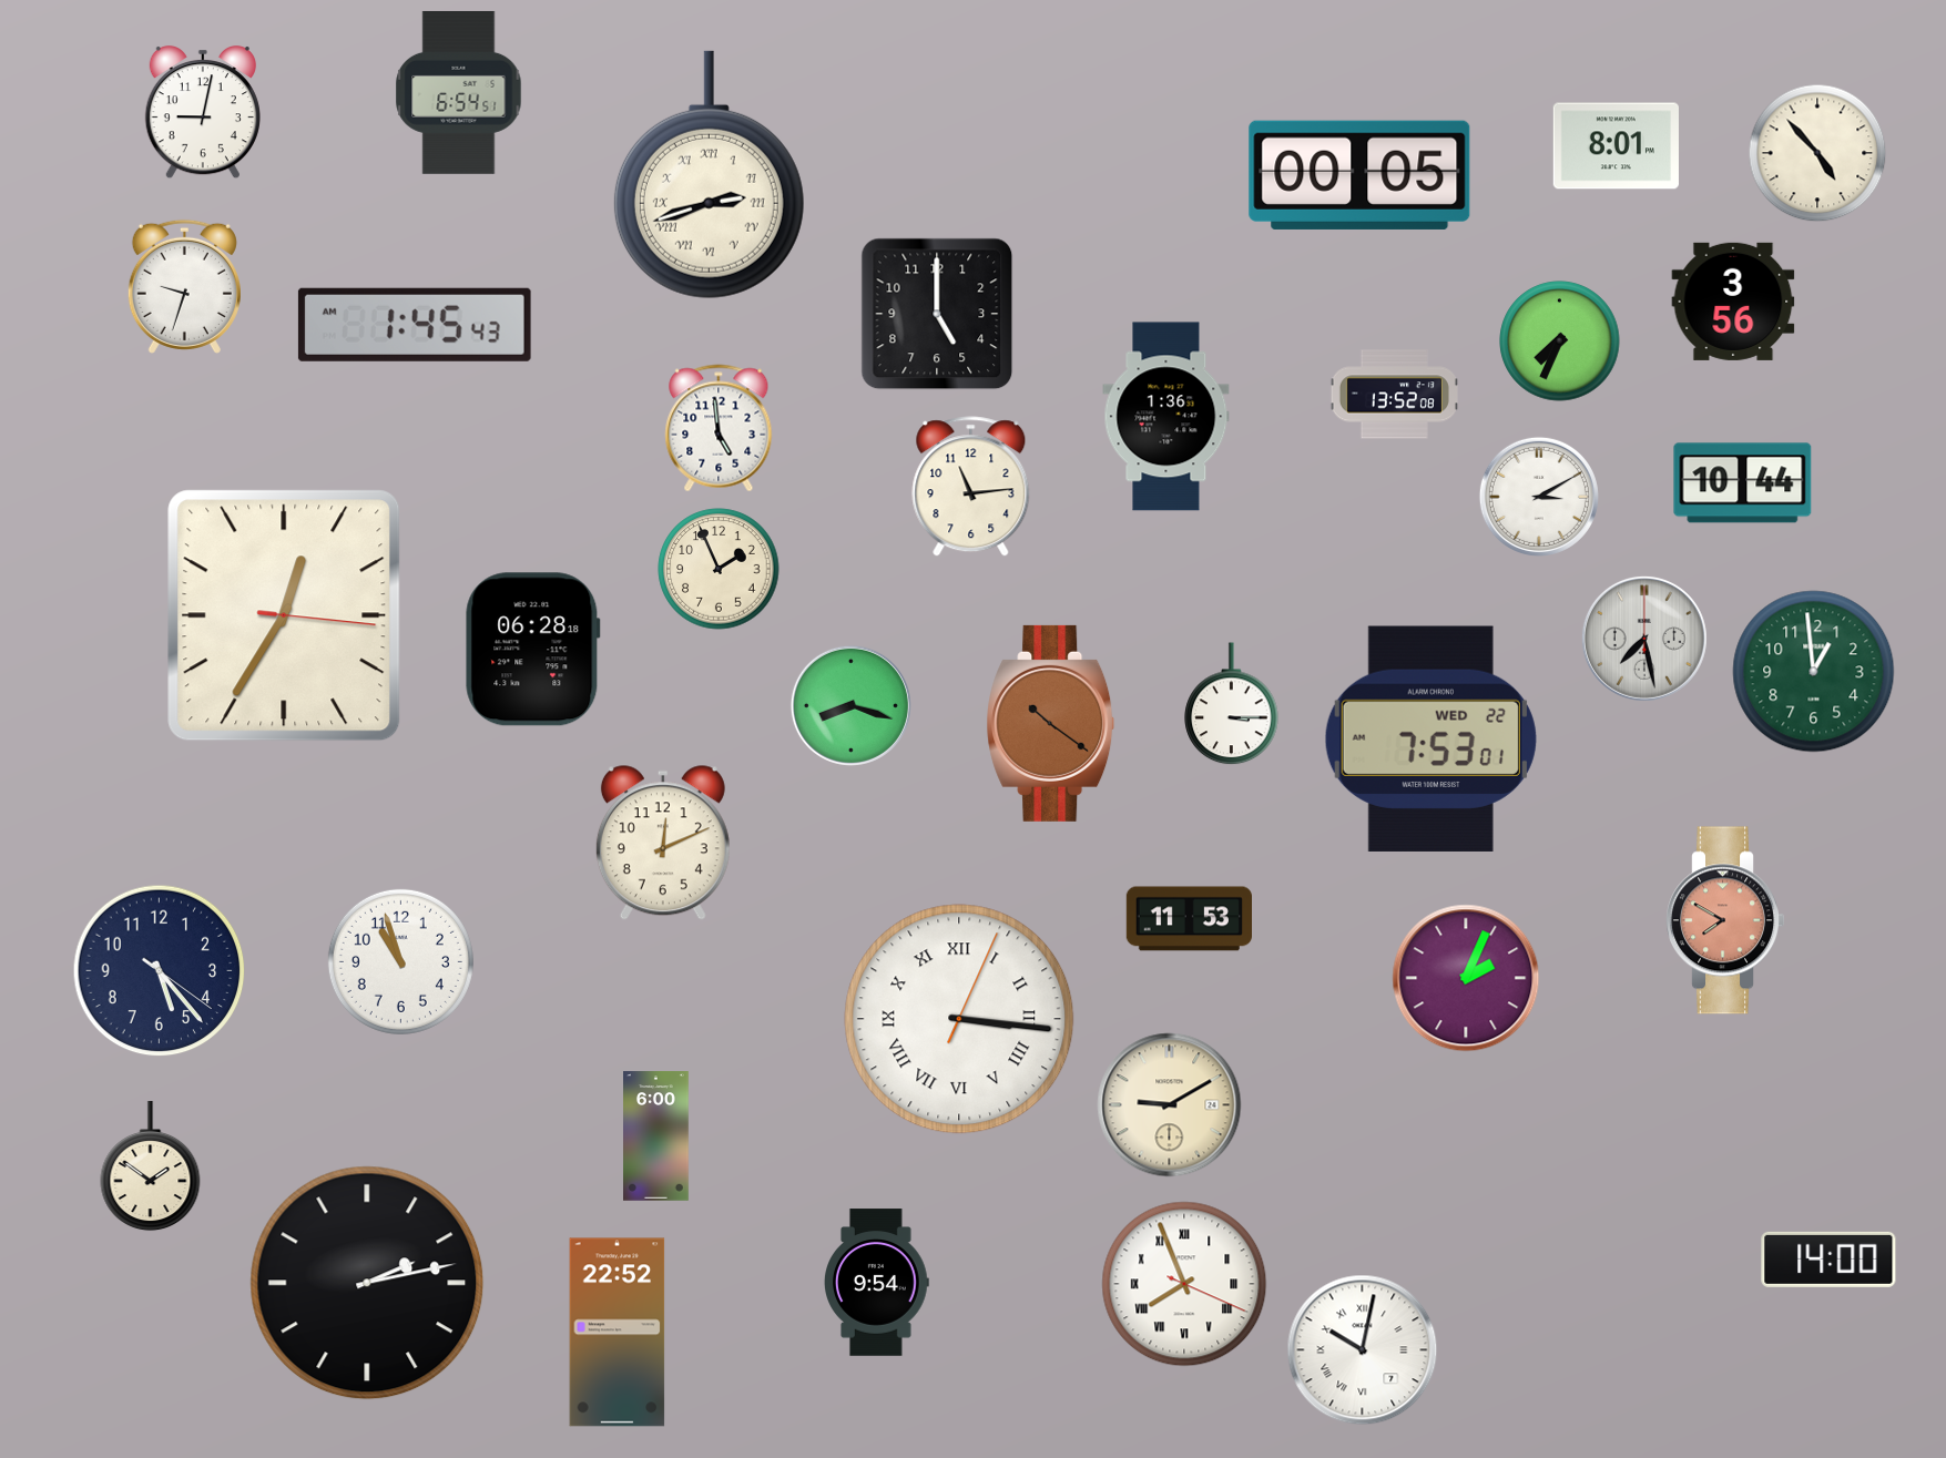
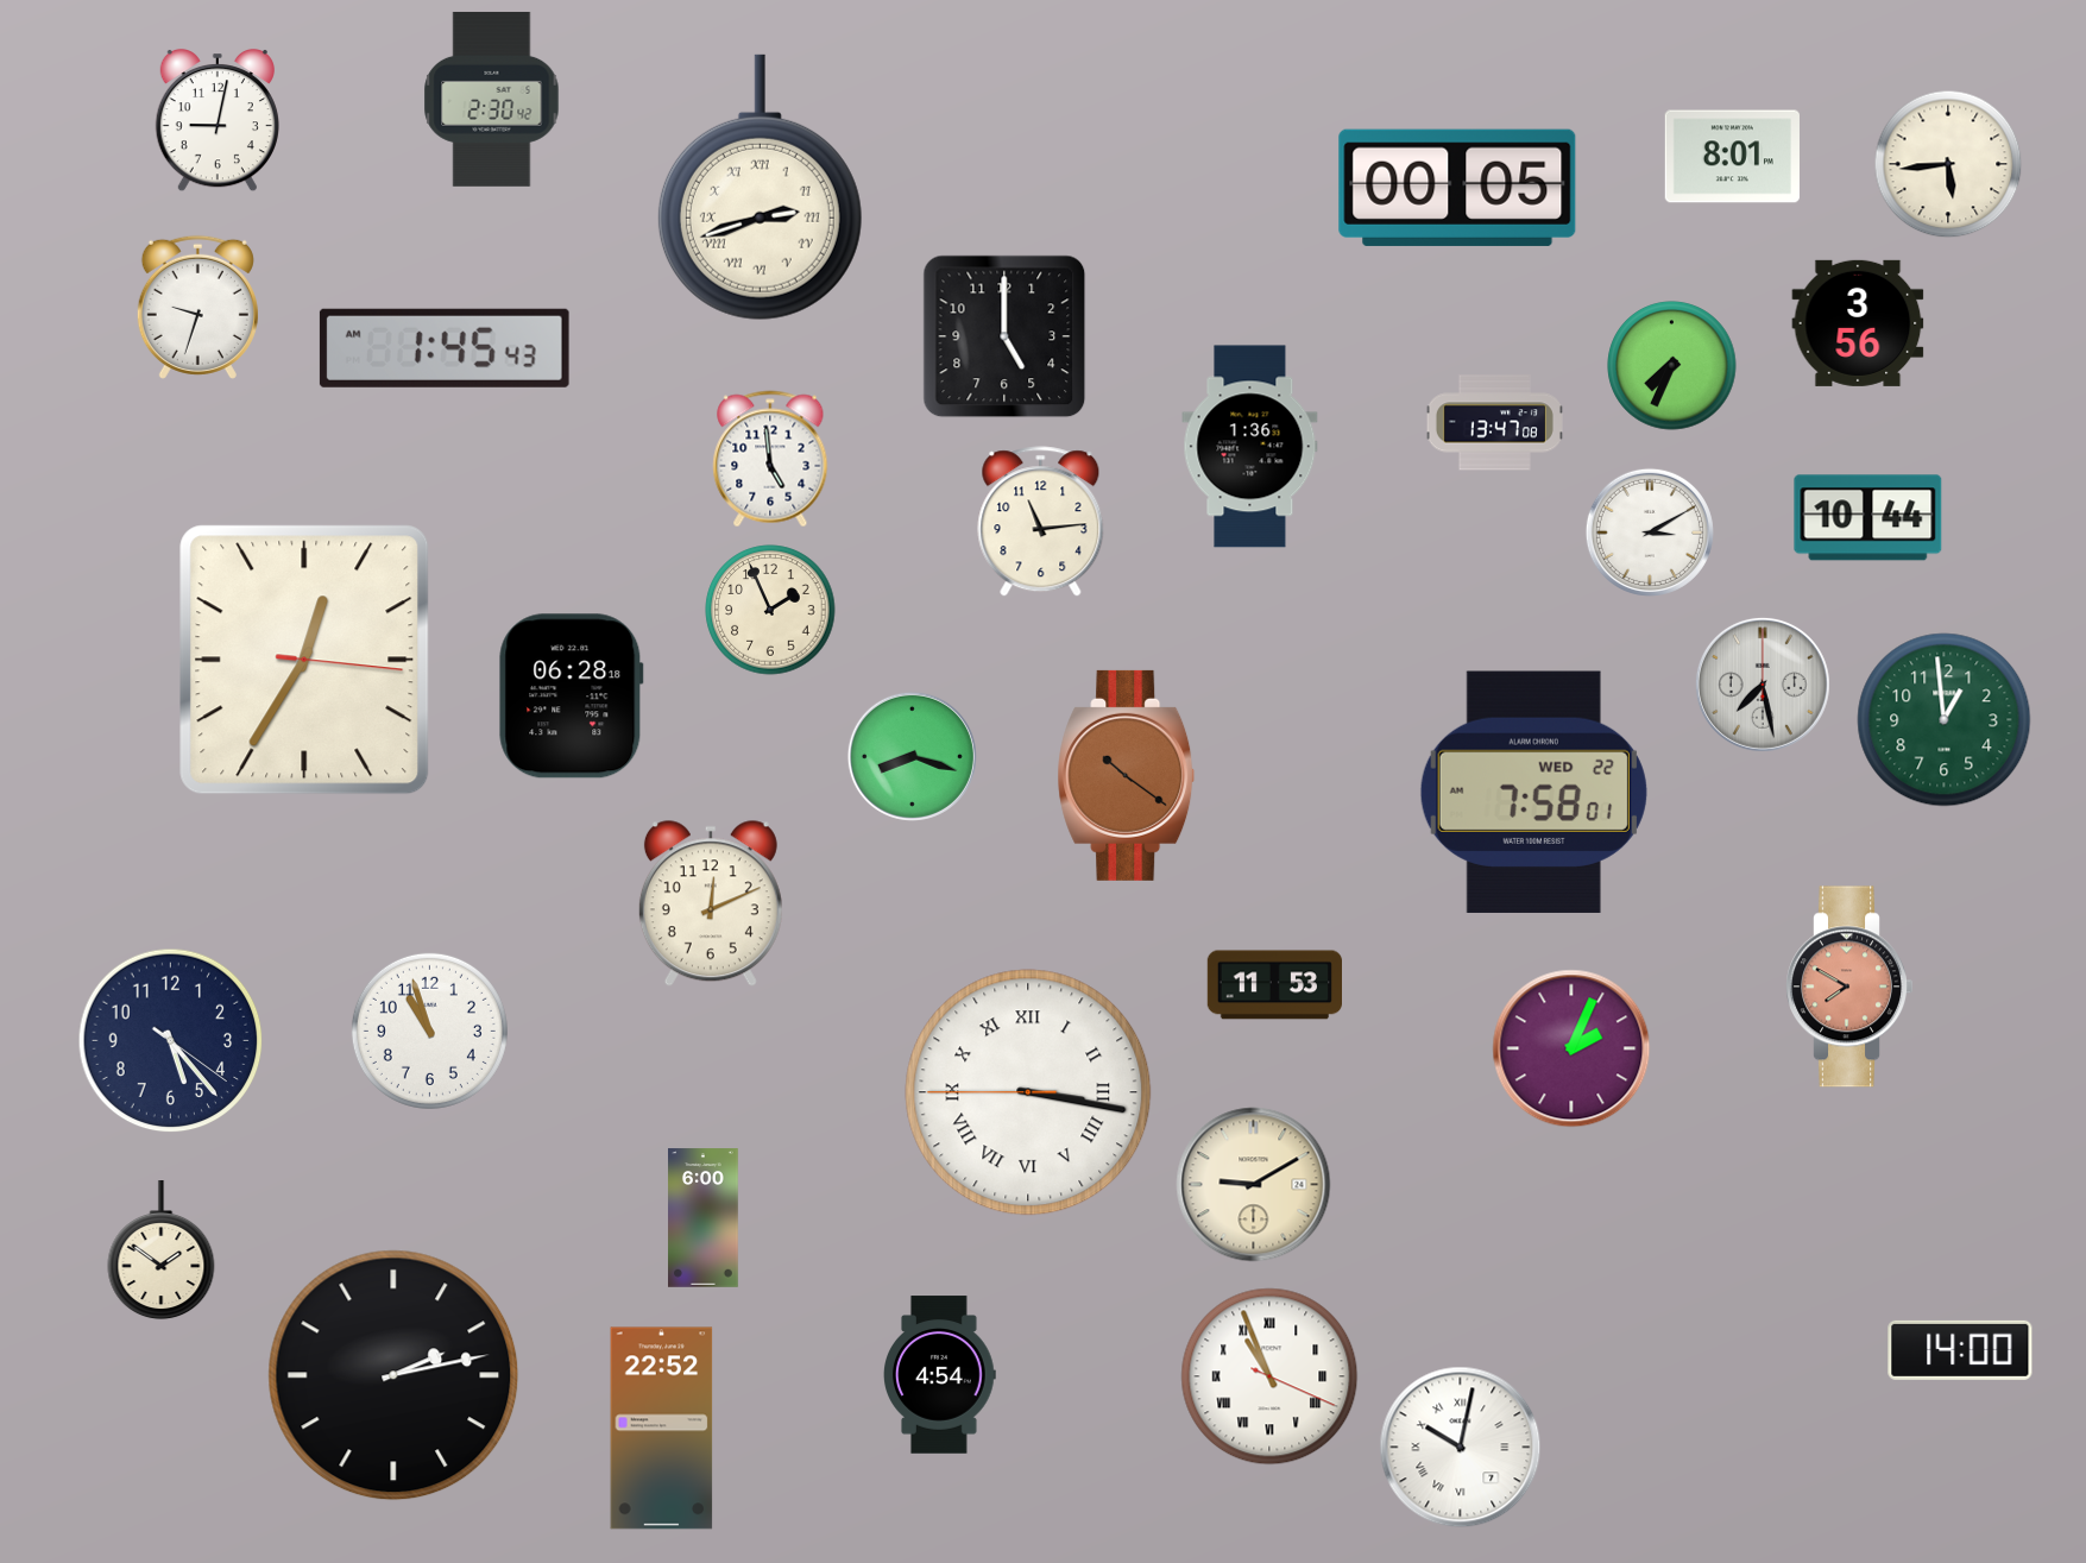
clock at (459, 92): 6:54 -> 2:30
clock at (1817, 153): 4:53 -> 5:44
clock at (1394, 395): 13:52 -> 13:47
clock at (1232, 704): 3:15 -> none
clock at (1430, 738): 7:53 -> 7:58
clock at (959, 1019): 3:16:04 -> 3:16:45
clock at (877, 1283): 9:54 -> 4:54
clock at (1184, 1284): 7:56 -> 10:56
